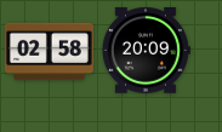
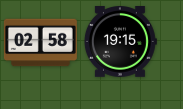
clock at (146, 51): 20:09 -> 19:15
